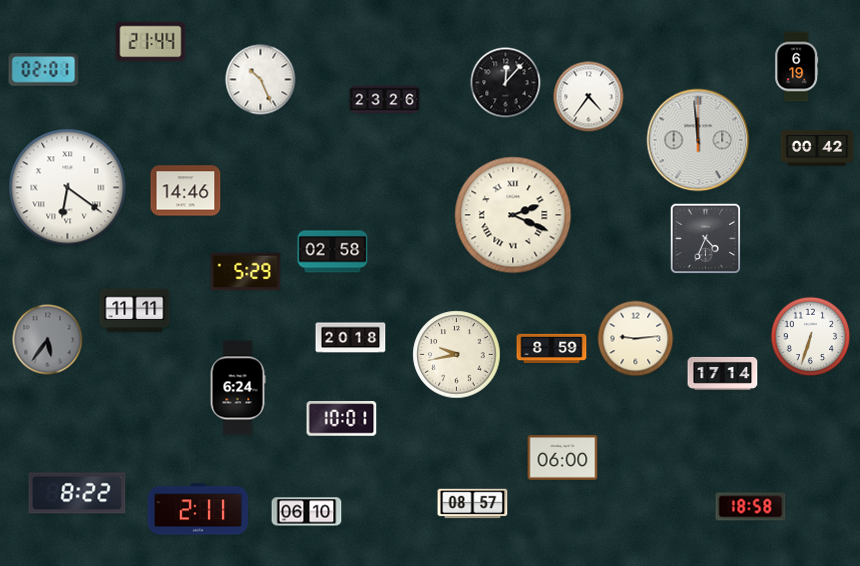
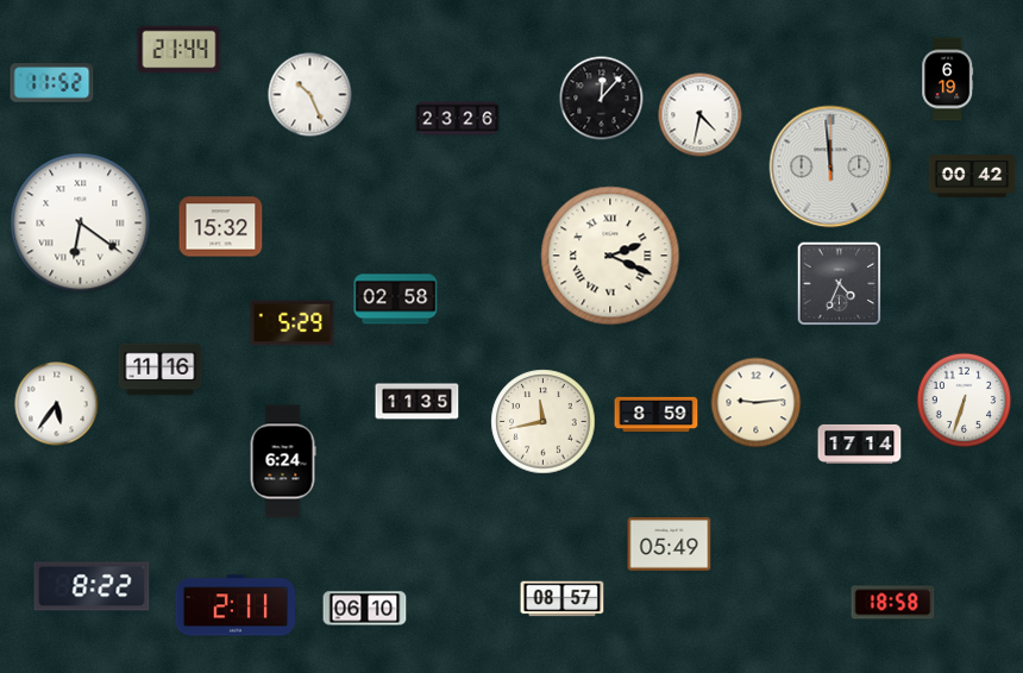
clock at (44, 70): 02:01 -> 11:52
clock at (589, 97): 4:36 -> 4:32
clock at (186, 191): 14:46 -> 15:32
clock at (135, 311): 11:11 -> 11:16
clock at (351, 338): 20:18 -> 11:35
clock at (48, 340) dial: grey -> white
clock at (457, 355): 9:43 -> 11:43
clock at (342, 419): 10:01 -> none
clock at (563, 458): 06:00 -> 05:49
